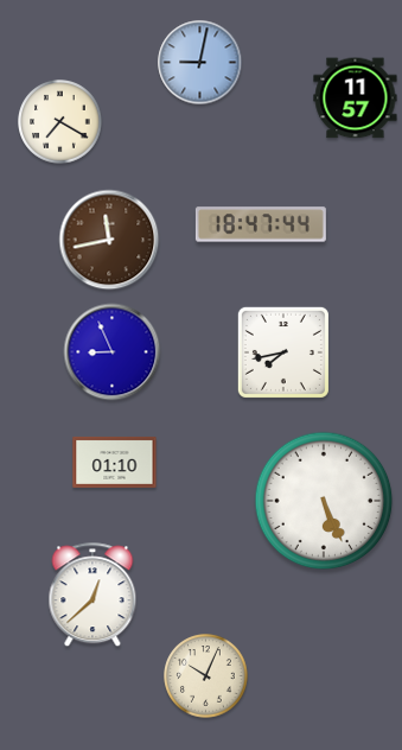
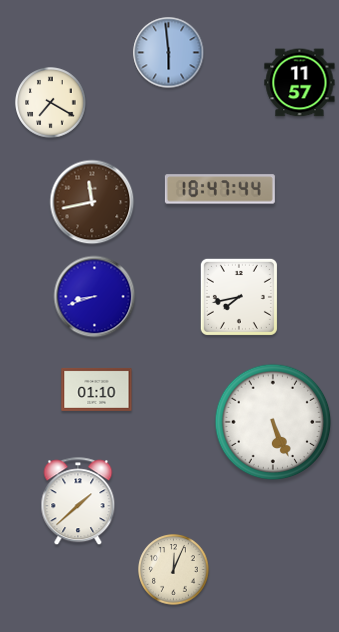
clock at (200, 63): 9:02 -> 5:59
clock at (113, 352): 8:56 -> 8:42
clock at (92, 596): 12:38 -> 1:38
clock at (206, 676): 10:04 -> 12:04
